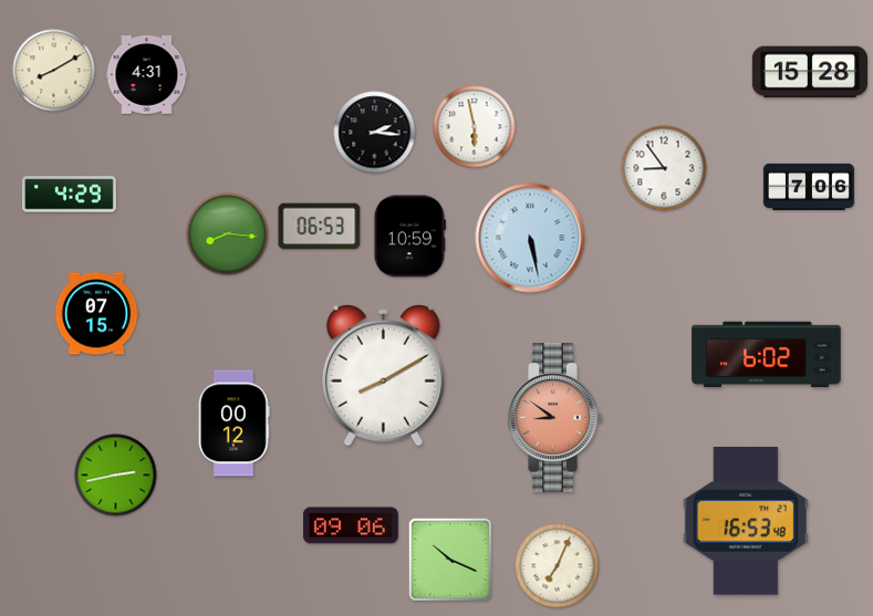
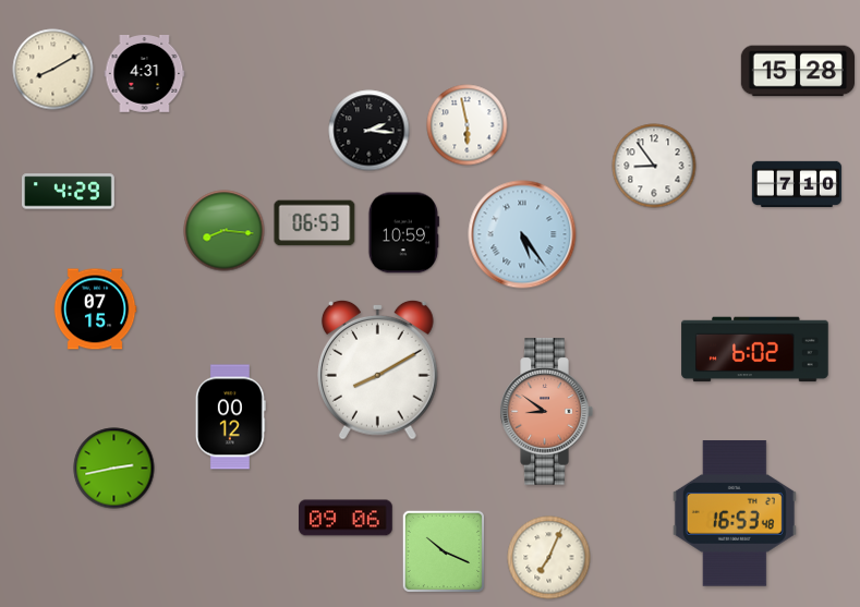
clock at (809, 186): 7:06 -> 7:10
clock at (530, 238): 5:28 -> 5:24
